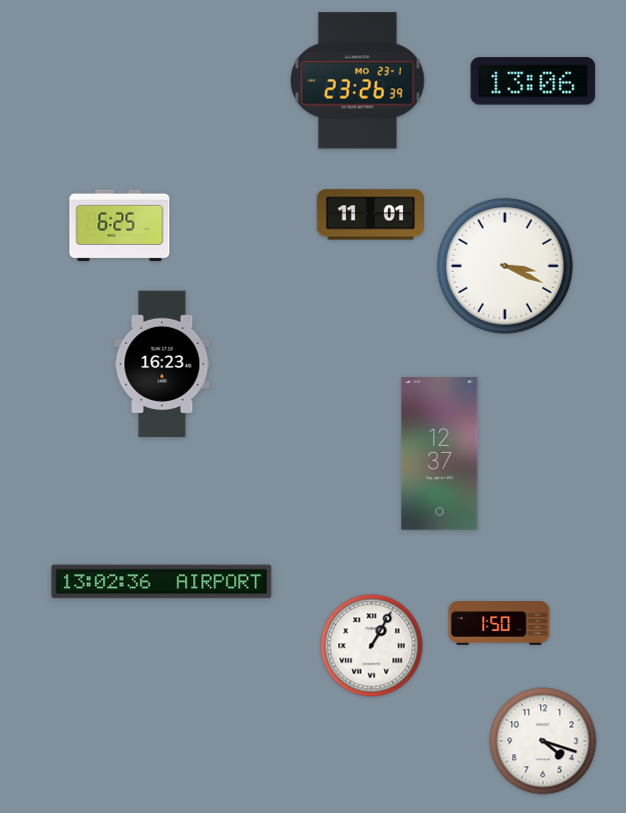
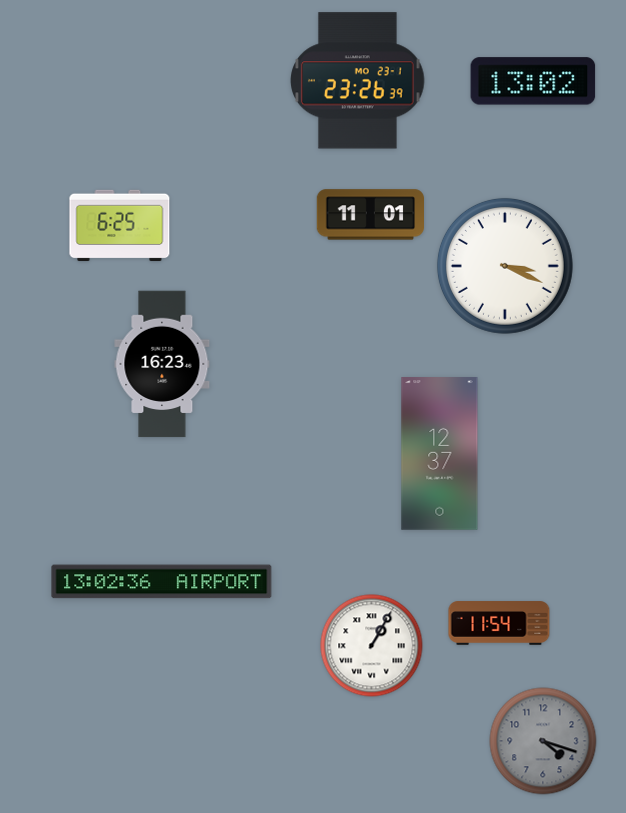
clock at (533, 81): 13:06 -> 13:02
clock at (499, 623): 1:50 -> 11:54
clock at (543, 741) dial: white -> grey
